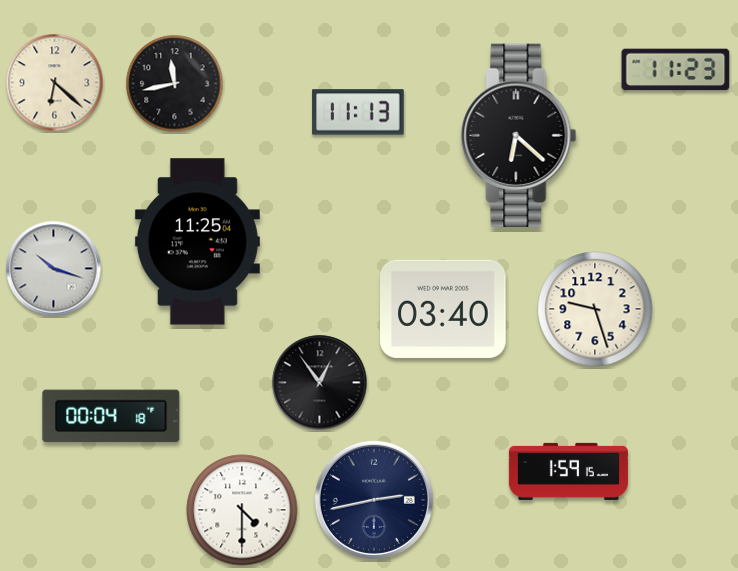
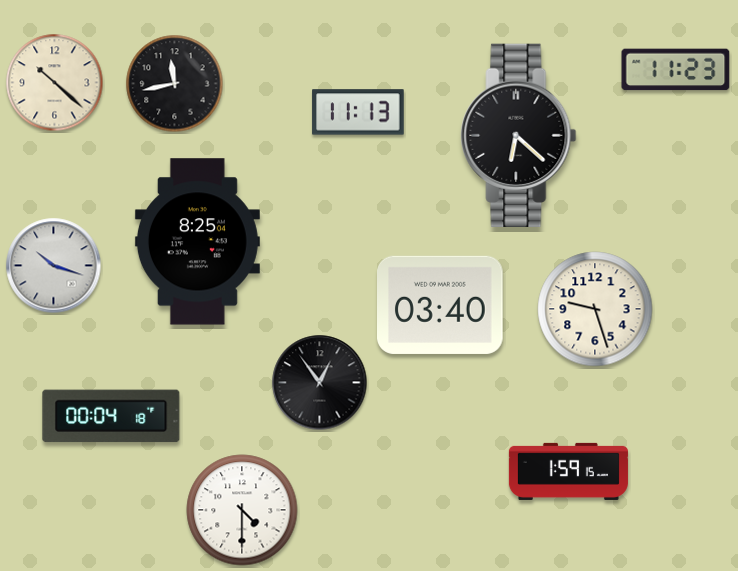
clock at (55, 83): 6:22 -> 10:22
clock at (197, 242): 11:25 -> 8:25
clock at (54, 269) position: (54, 269) -> (54, 266)
clock at (443, 309) position: (443, 309) -> (440, 305)
clock at (374, 500): 2:43 -> none
